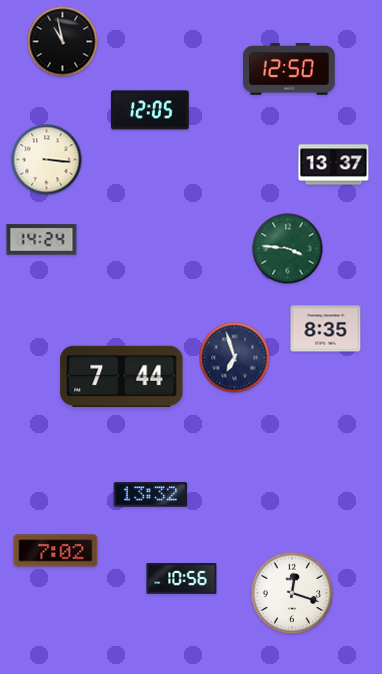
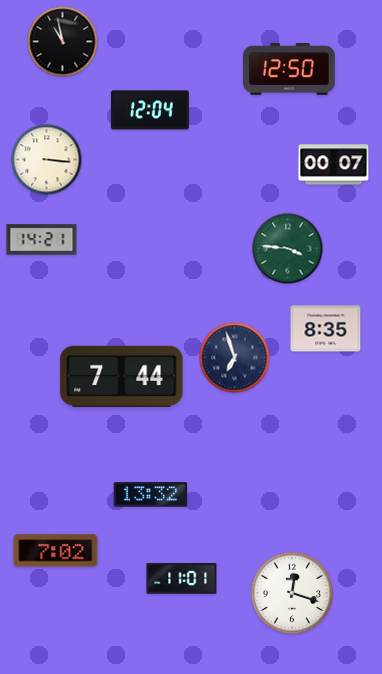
clock at (150, 110): 12:05 -> 12:04
clock at (334, 165): 13:37 -> 00:07
clock at (42, 240): 14:24 -> 14:21
clock at (182, 579): 10:56 -> 11:01
